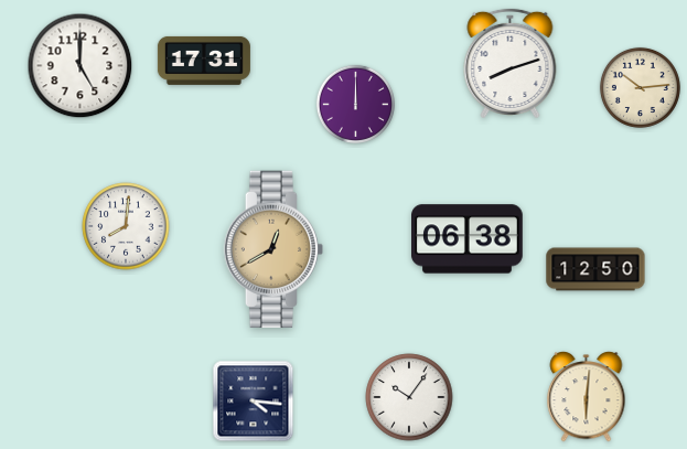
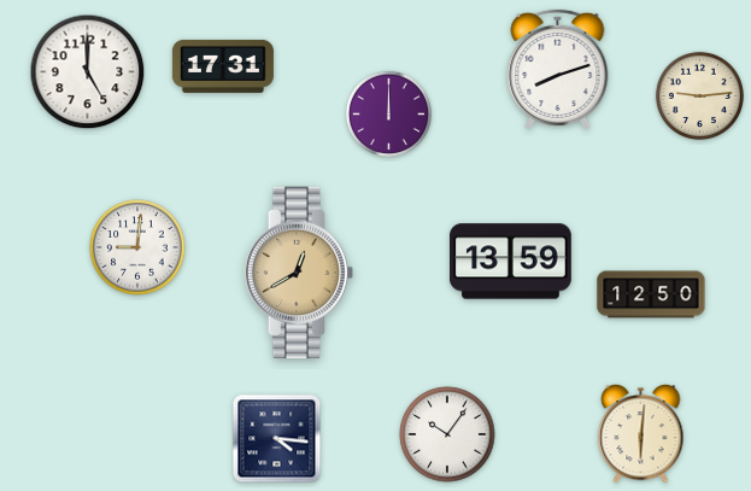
clock at (640, 87): 10:14 -> 9:14
clock at (126, 226): 8:01 -> 9:01
clock at (468, 239): 06:38 -> 13:59
